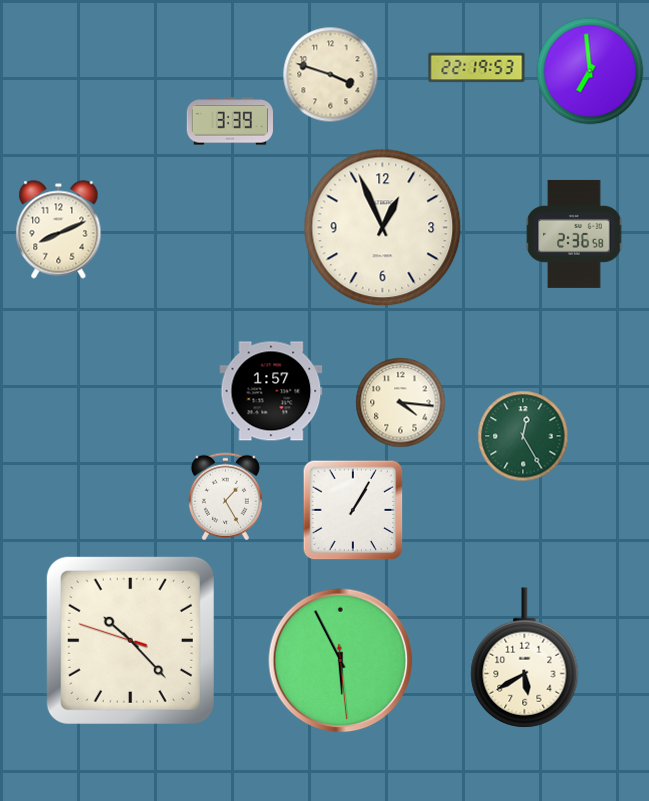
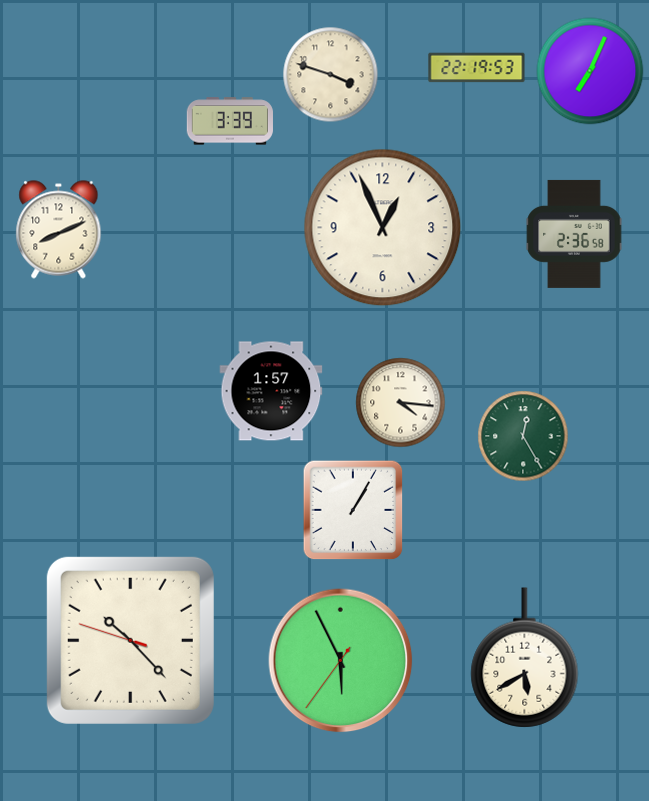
clock at (590, 71): 6:59 -> 7:04
clock at (225, 497): 1:25 -> none
clock at (341, 661): 5:55:29 -> 5:55:36
